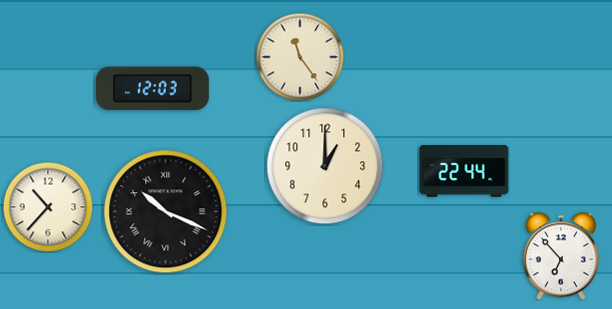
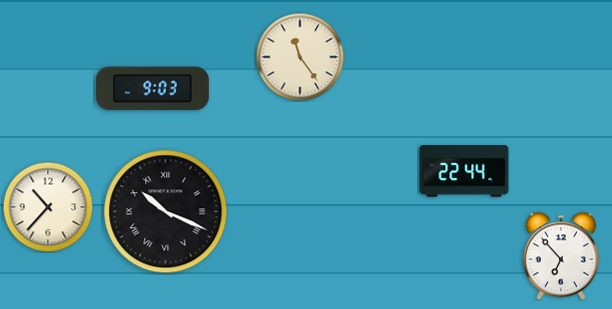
clock at (152, 89): 12:03 -> 9:03
clock at (325, 166): 1:00 -> none
